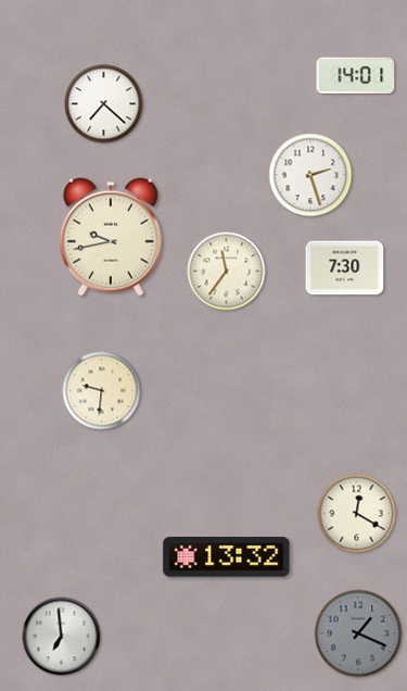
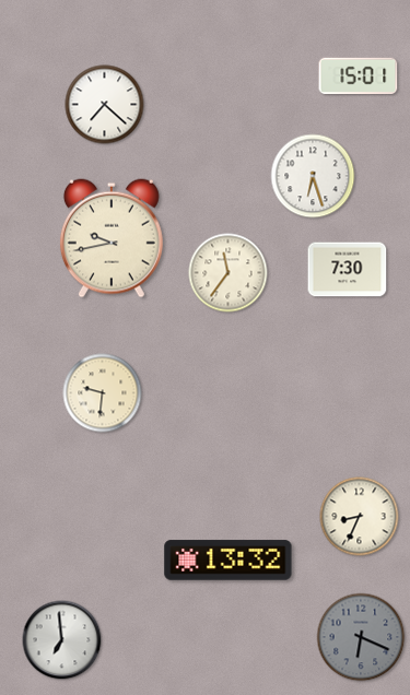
clock at (356, 76): 14:01 -> 15:01
clock at (310, 175): 2:27 -> 6:27
clock at (357, 514): 12:20 -> 8:34
clock at (358, 633): 1:19 -> 6:19
